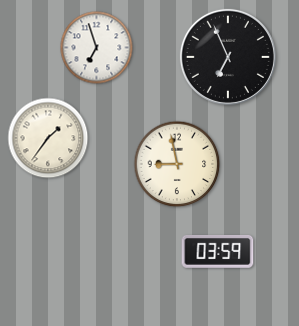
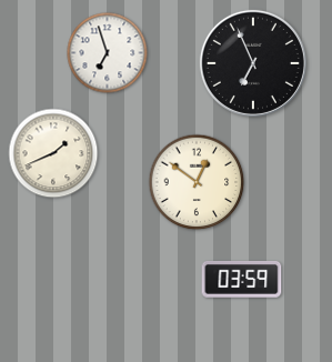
clock at (48, 138): 1:36 -> 1:41
clock at (177, 164): 8:58 -> 12:51
